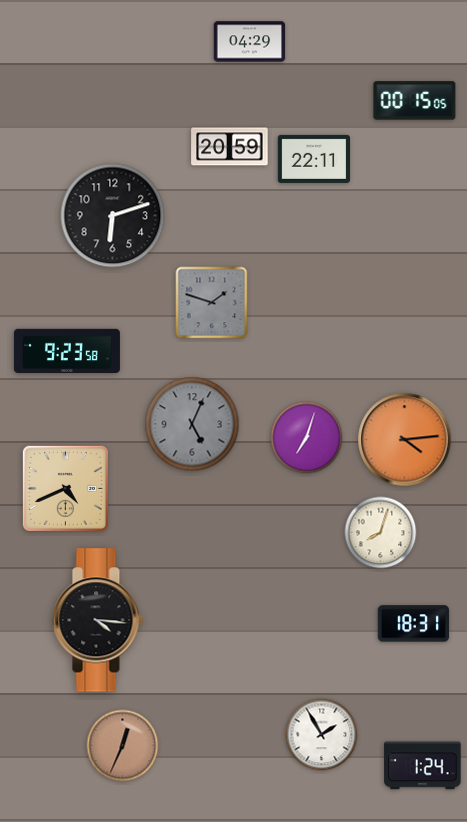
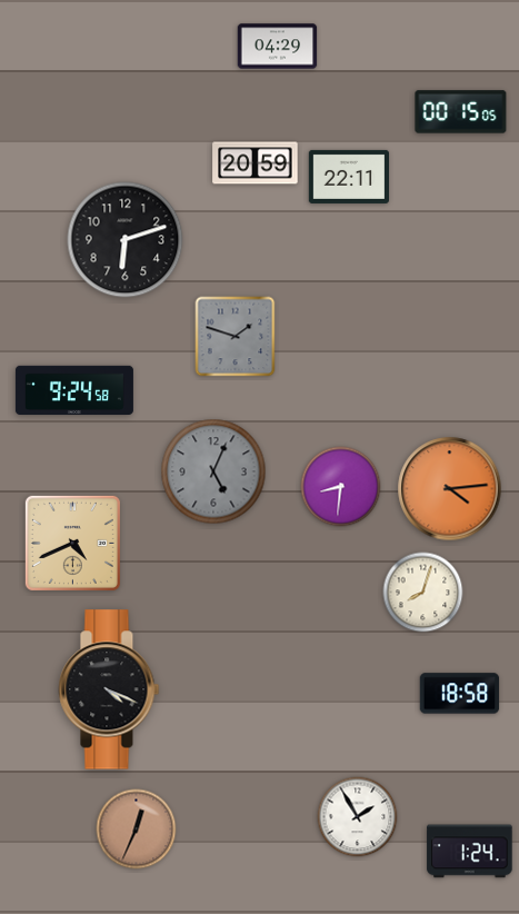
clock at (67, 351): 9:23 -> 9:24
clock at (307, 438): 7:03 -> 8:31
clock at (98, 620): 4:16 -> 4:19
clock at (414, 624): 18:31 -> 18:58
